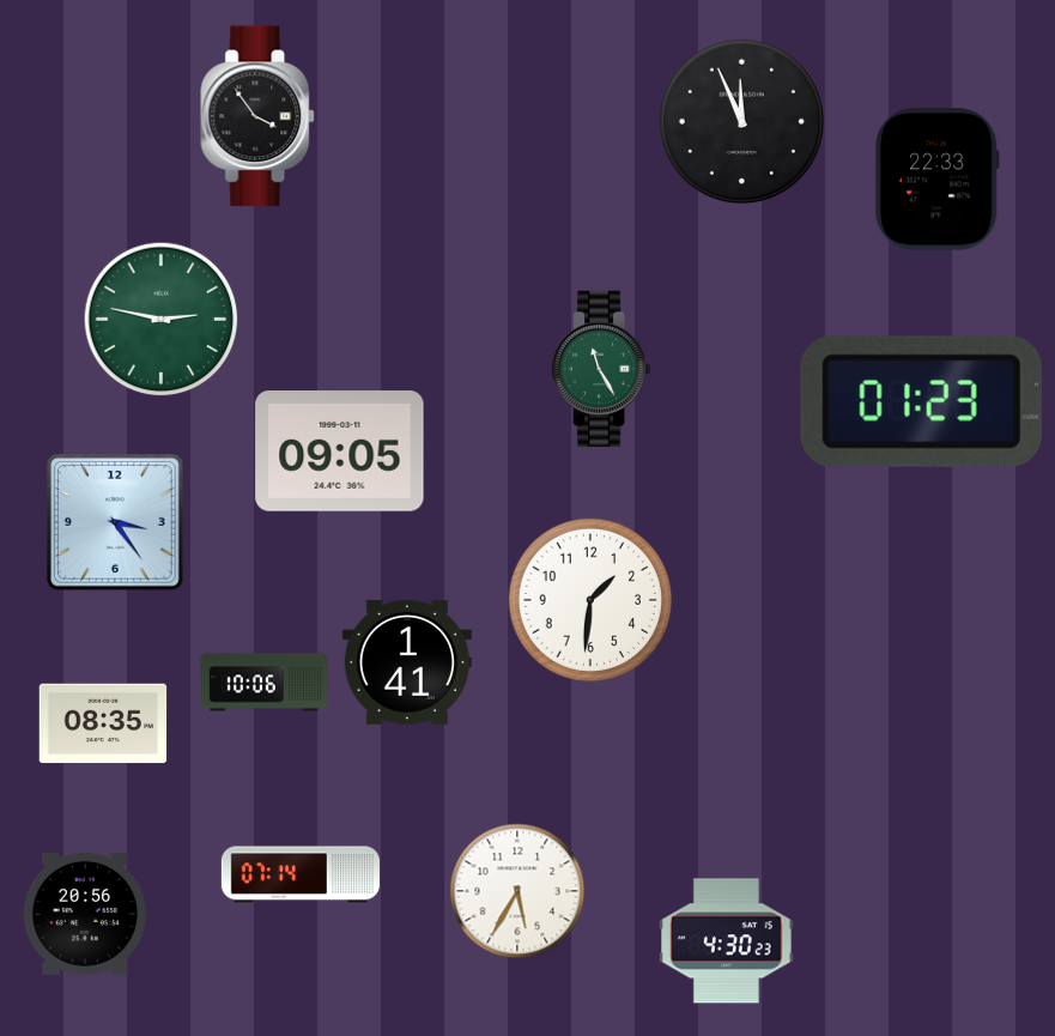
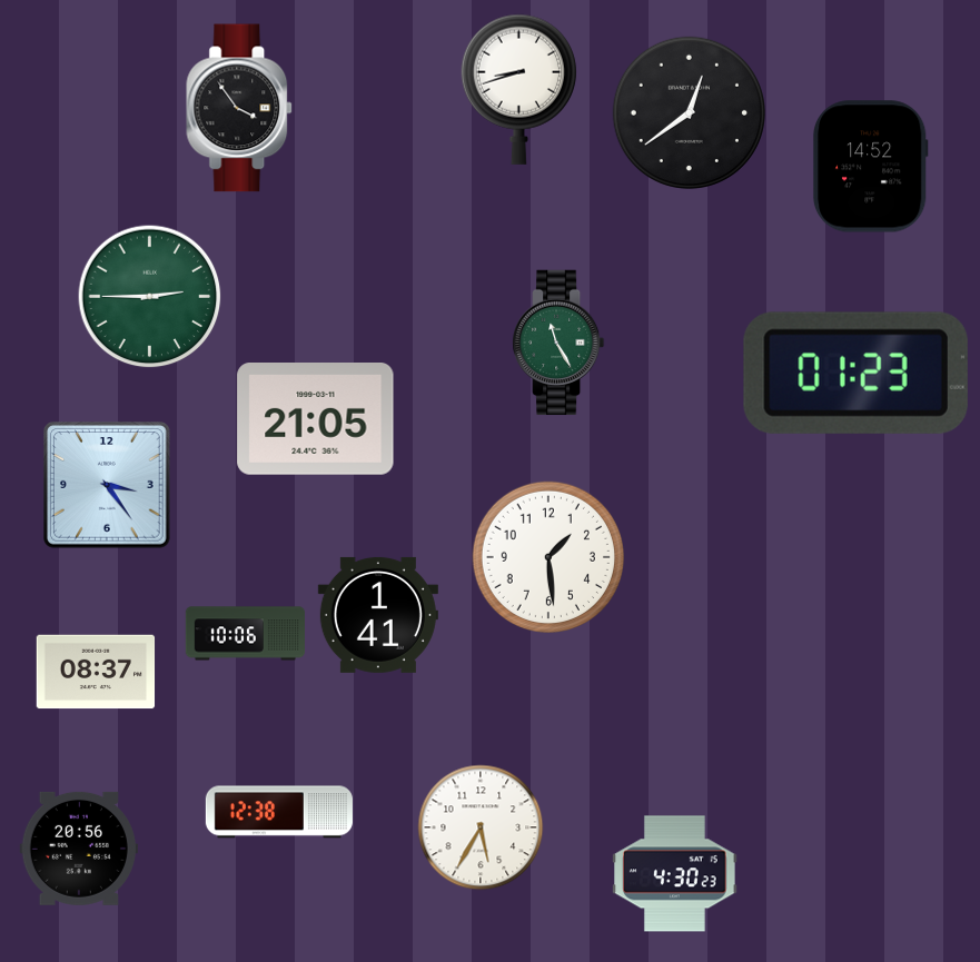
clock at (518, 89): none -> 8:42
clock at (741, 121): 11:56 -> 12:39
clock at (936, 180): 22:33 -> 14:52
clock at (162, 320): 2:47 -> 2:45
clock at (340, 452): 09:05 -> 21:05
clock at (589, 599): 1:31 -> 1:29
clock at (103, 723): 08:35 -> 08:37
clock at (301, 874): 07:14 -> 12:38
